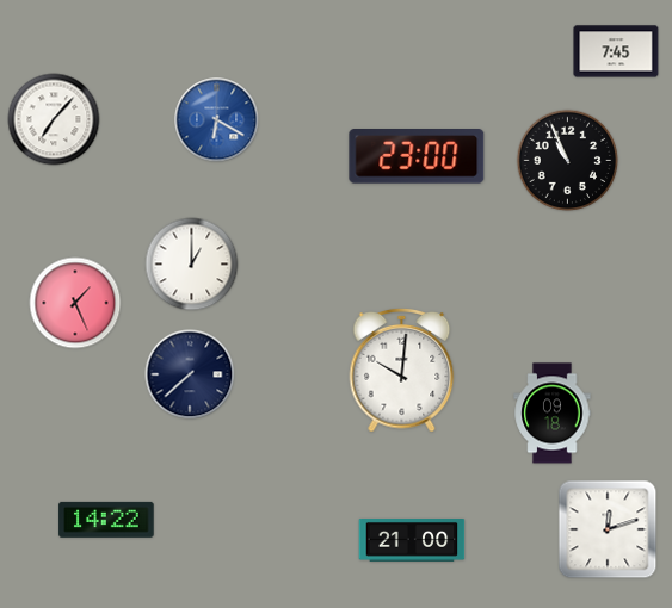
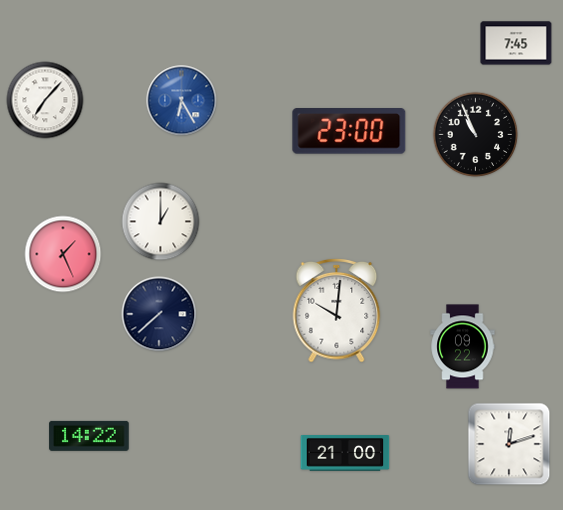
clock at (217, 120): 6:20 -> 6:25
clock at (553, 414): 09:18 -> 09:22
